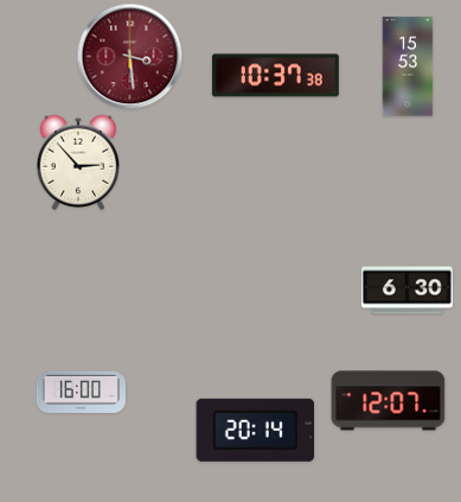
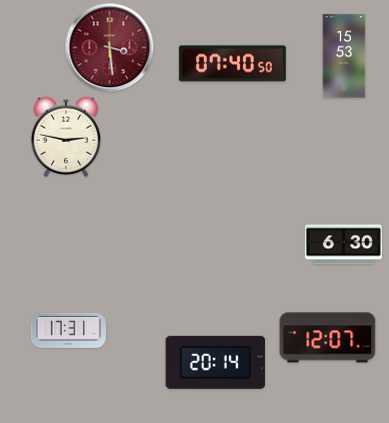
clock at (275, 76): 10:37 -> 07:40
clock at (78, 163): 2:53 -> 2:47
clock at (81, 392): 16:00 -> 17:31
